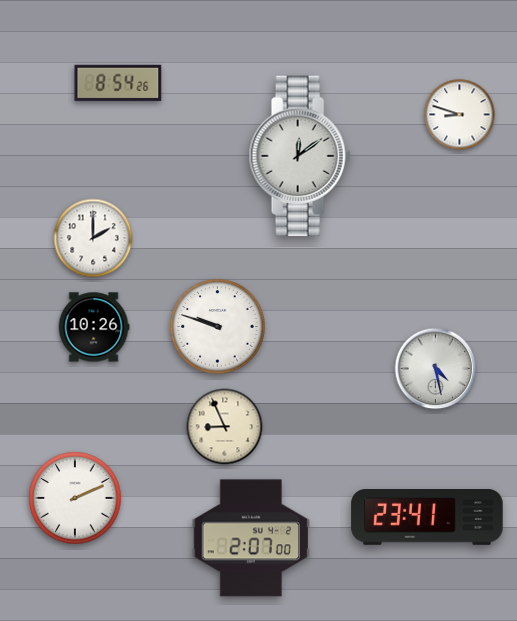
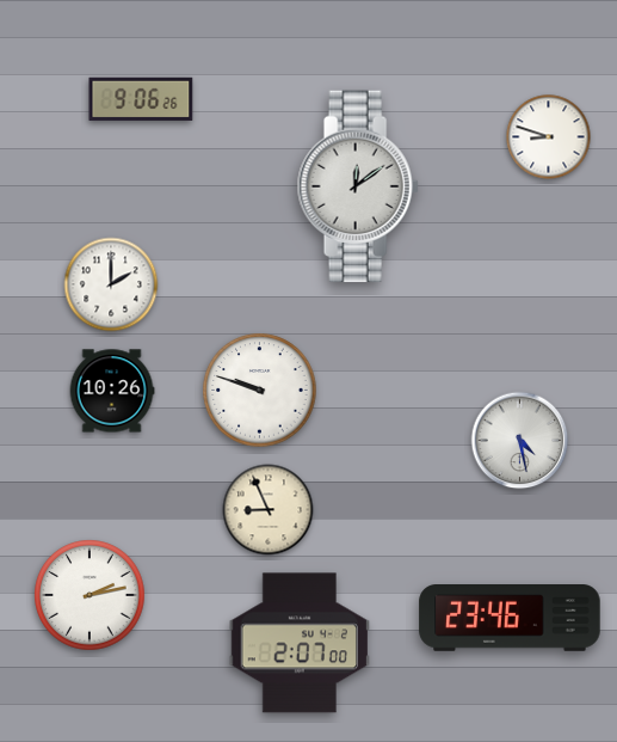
clock at (118, 83): 8:54 -> 9:06
clock at (75, 498): 2:11 -> 2:13
clock at (427, 518): 23:41 -> 23:46
